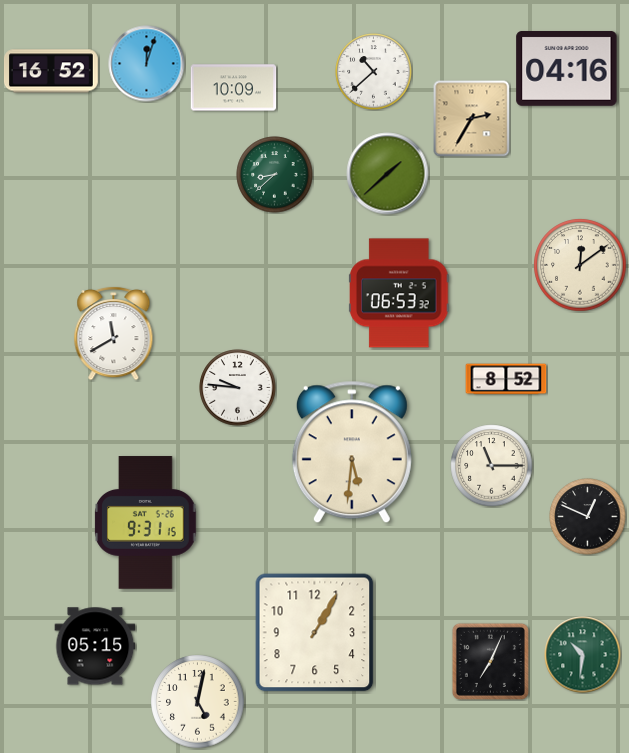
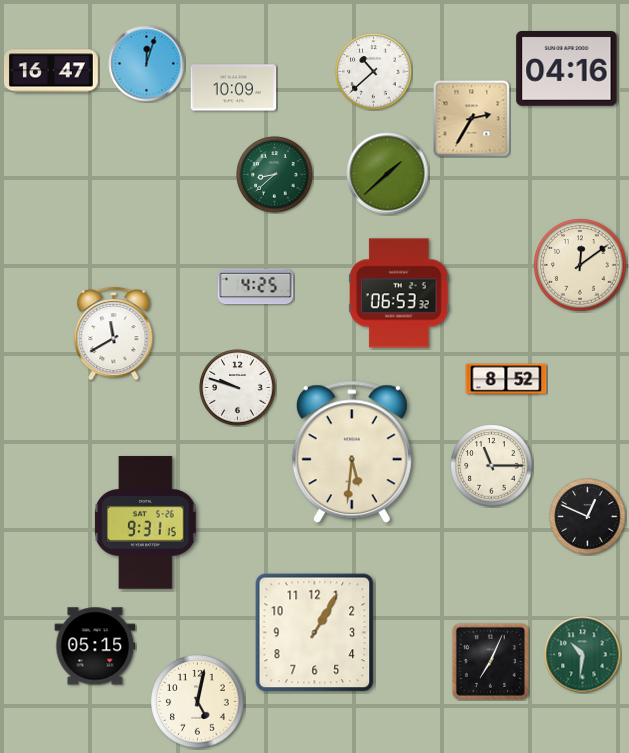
clock at (51, 71): 16:52 -> 16:47
clock at (256, 287): none -> 4:25
clock at (238, 388): 9:46 -> 9:48
